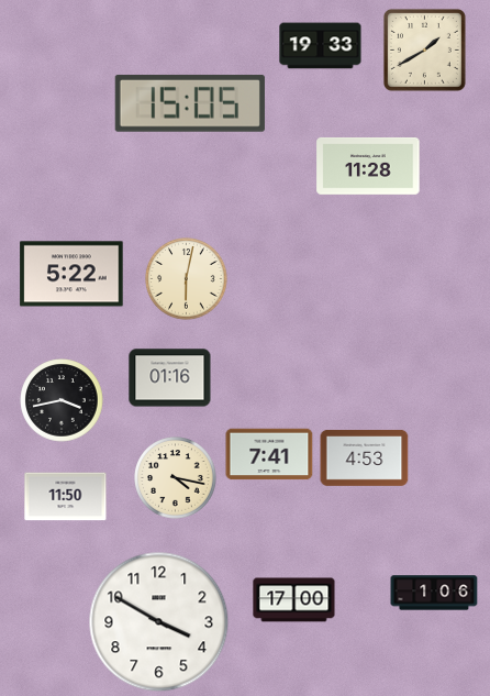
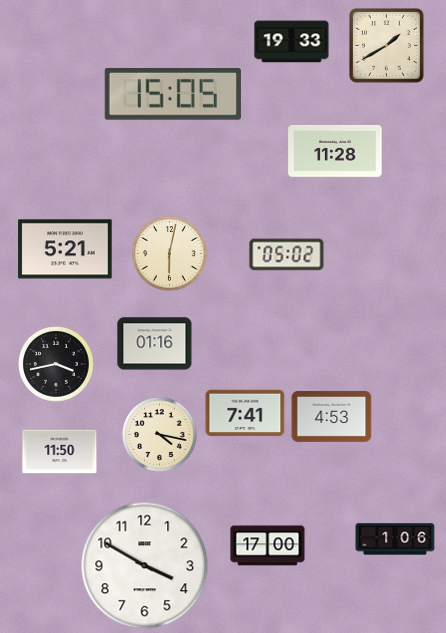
clock at (71, 274): 5:22 -> 5:21
clock at (287, 255): none -> 05:02
